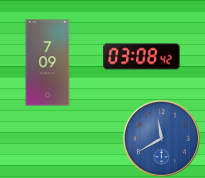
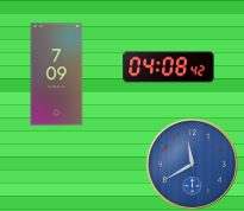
clock at (142, 57): 03:08 -> 04:08
